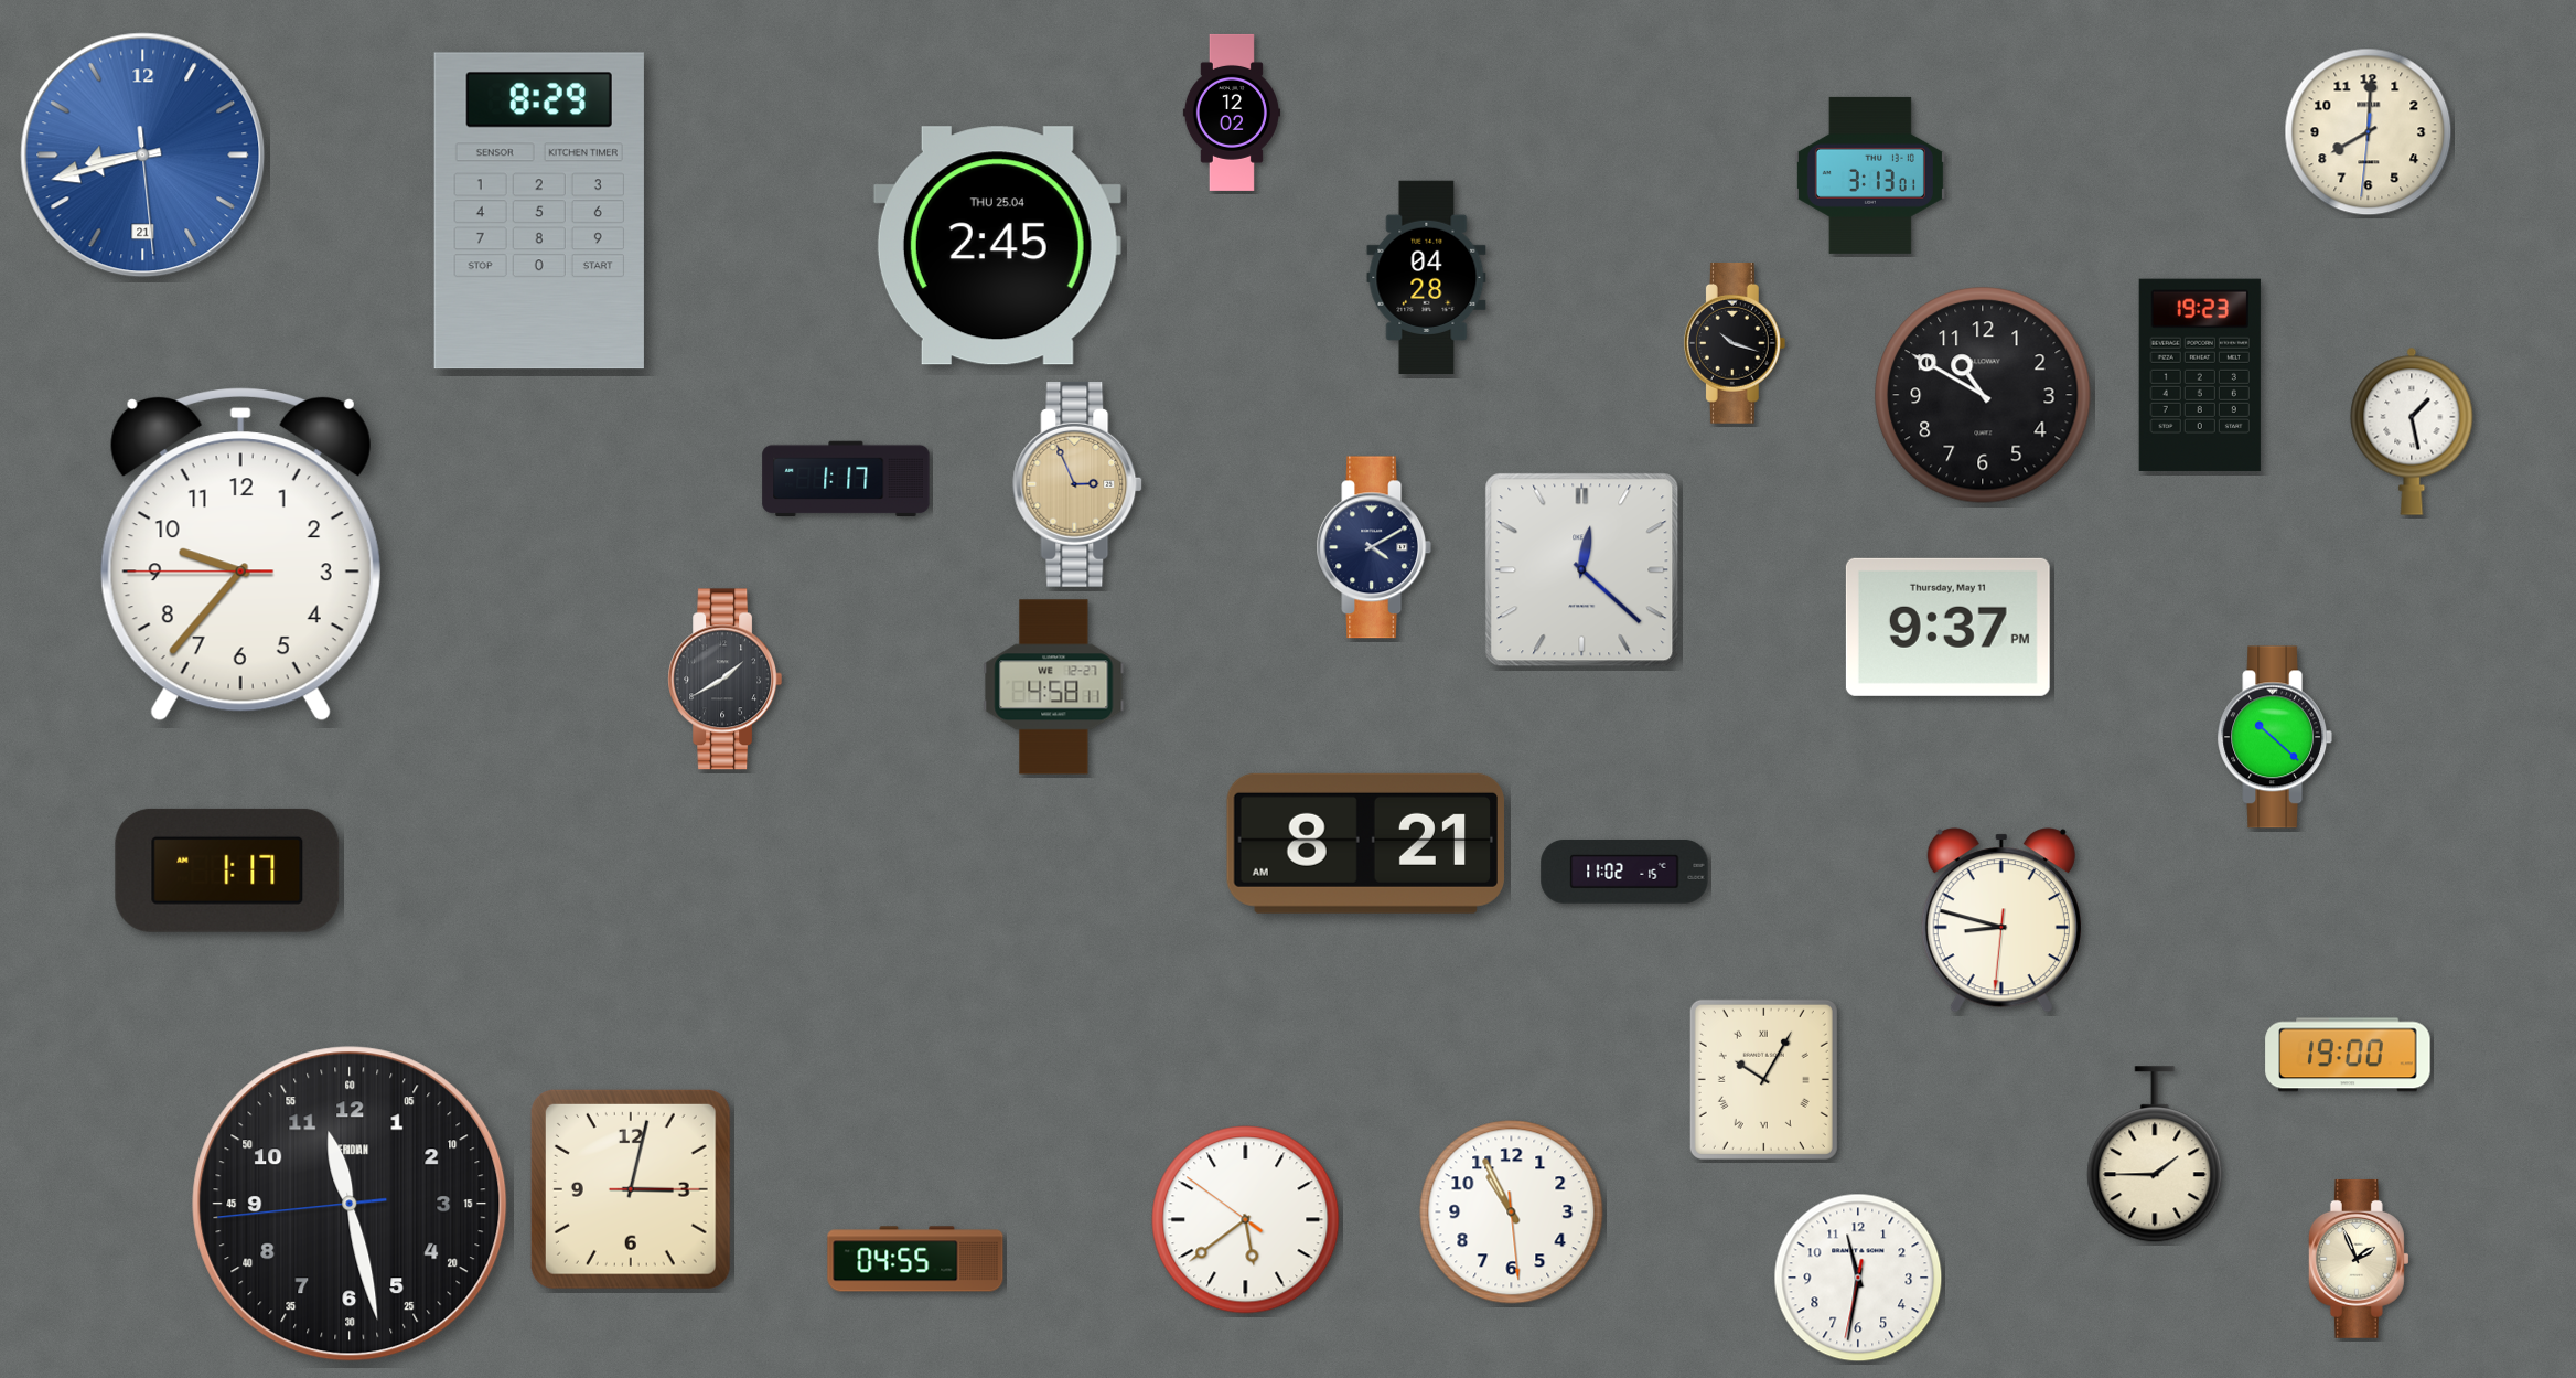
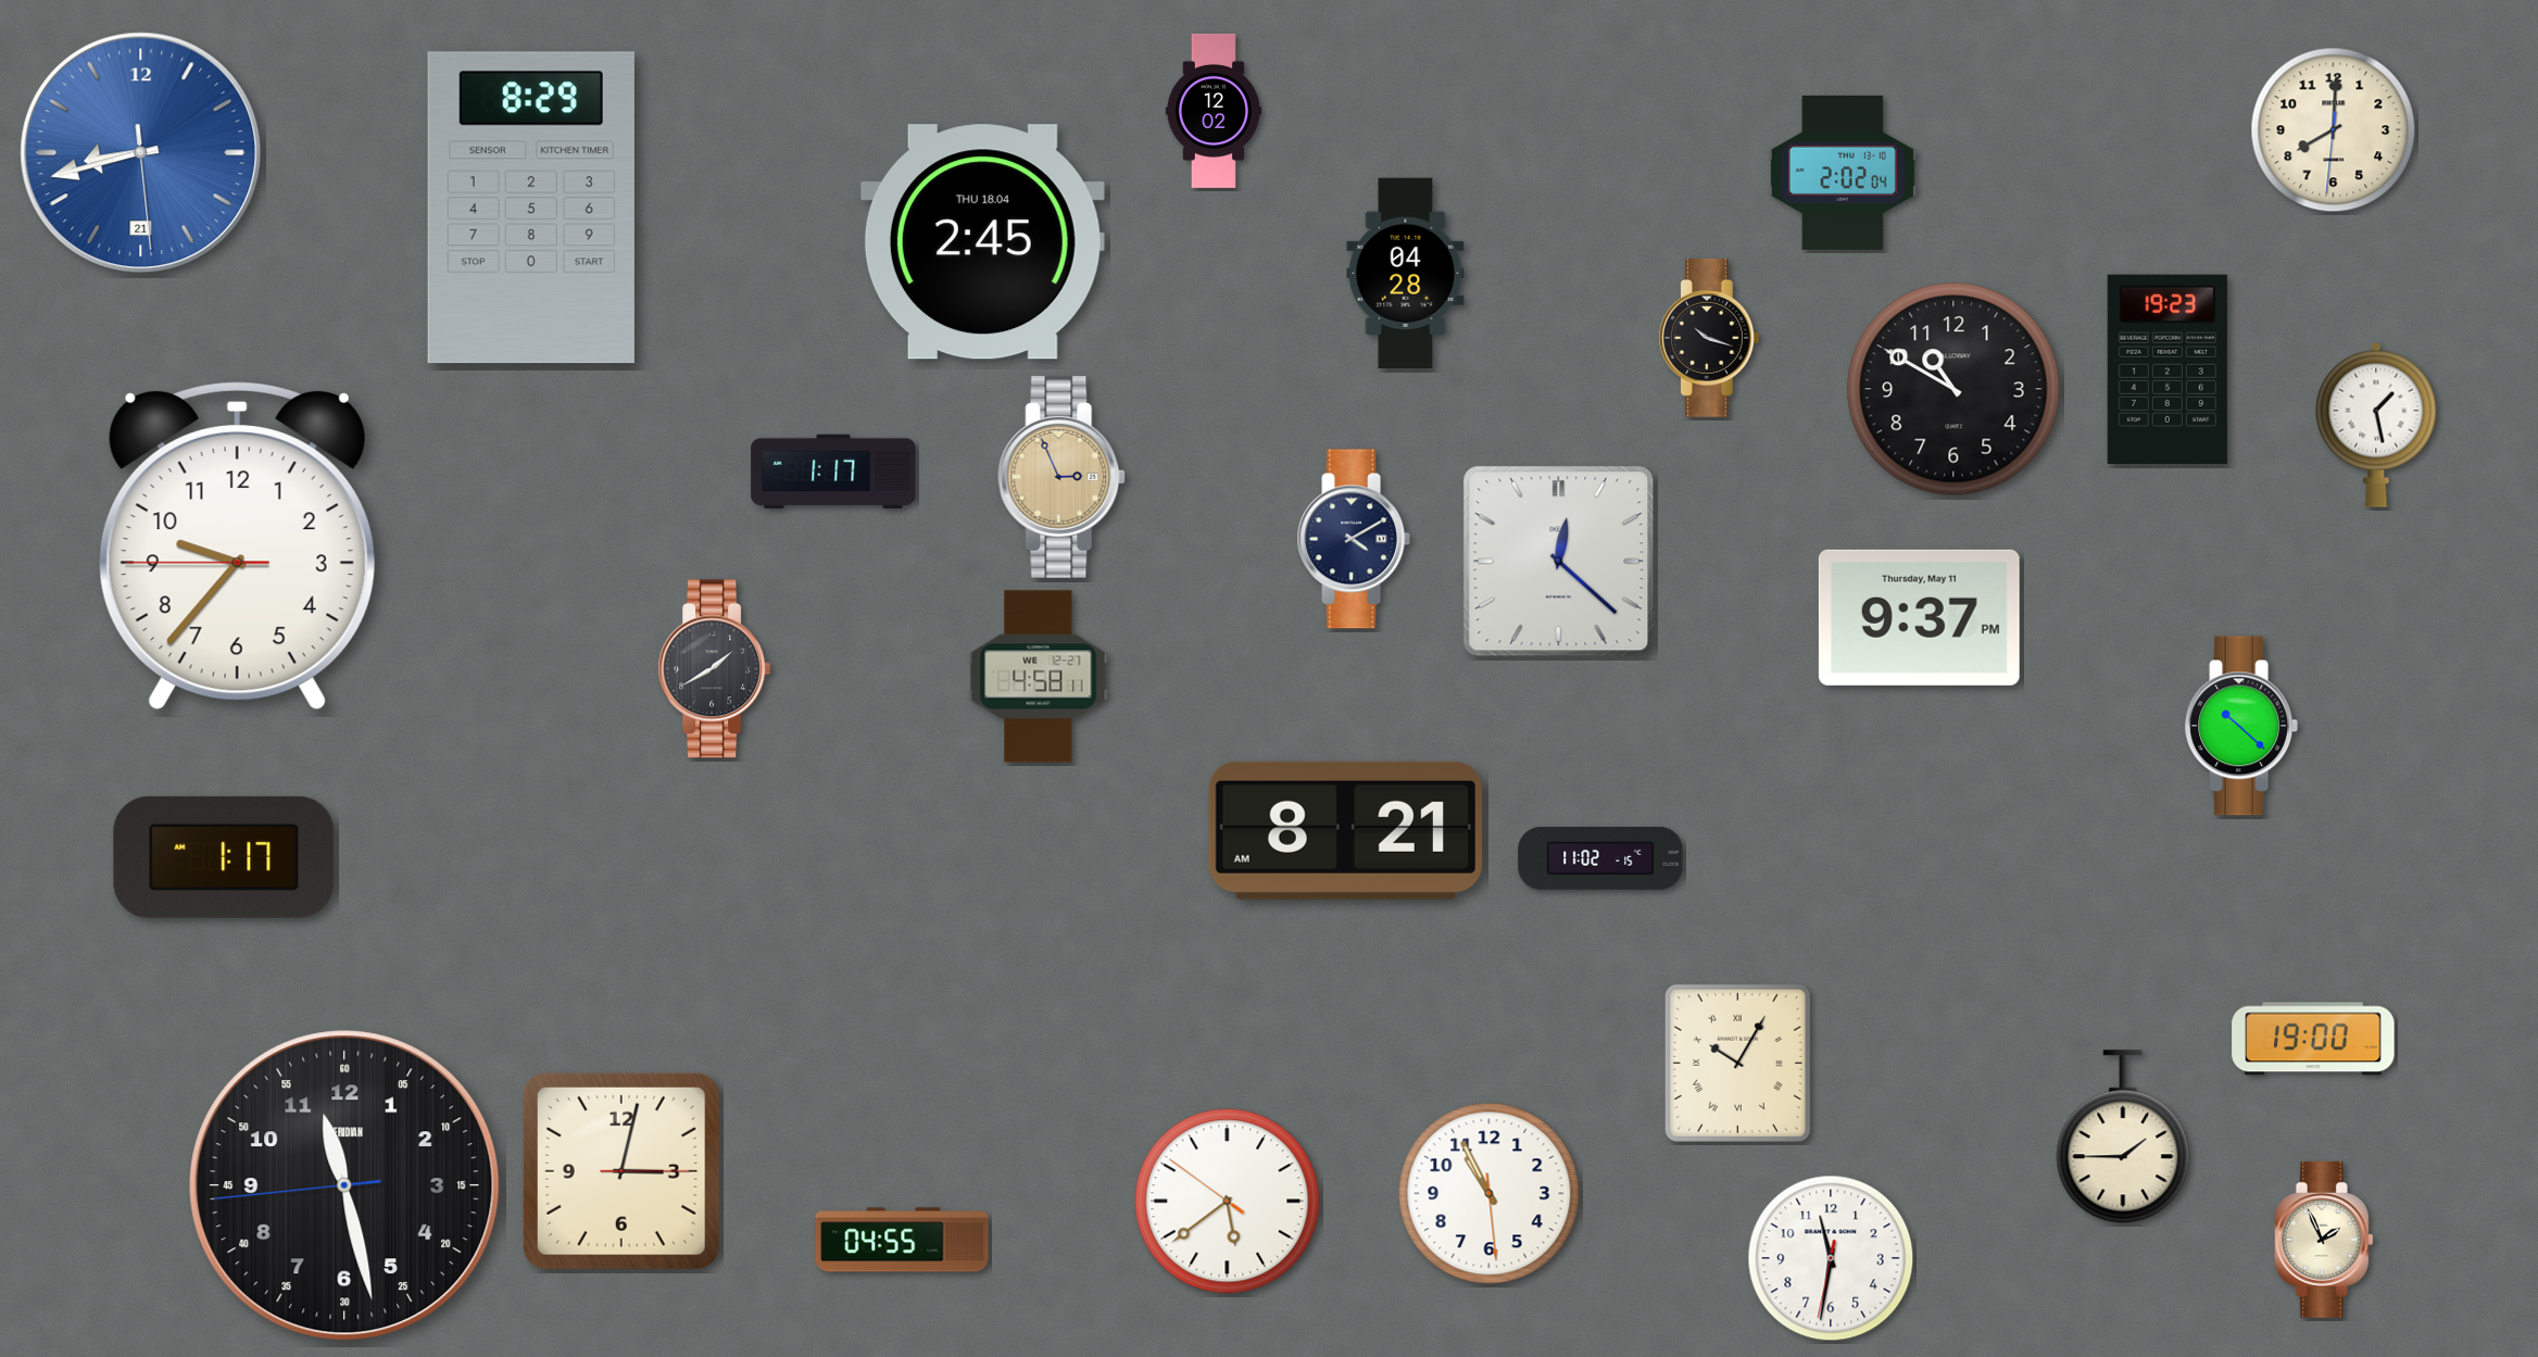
clock at (1870, 175): 3:13 -> 2:02
clock at (997, 246) date: THU 25.04 -> THU 18.04
clock at (2001, 920): 8:47 -> none
